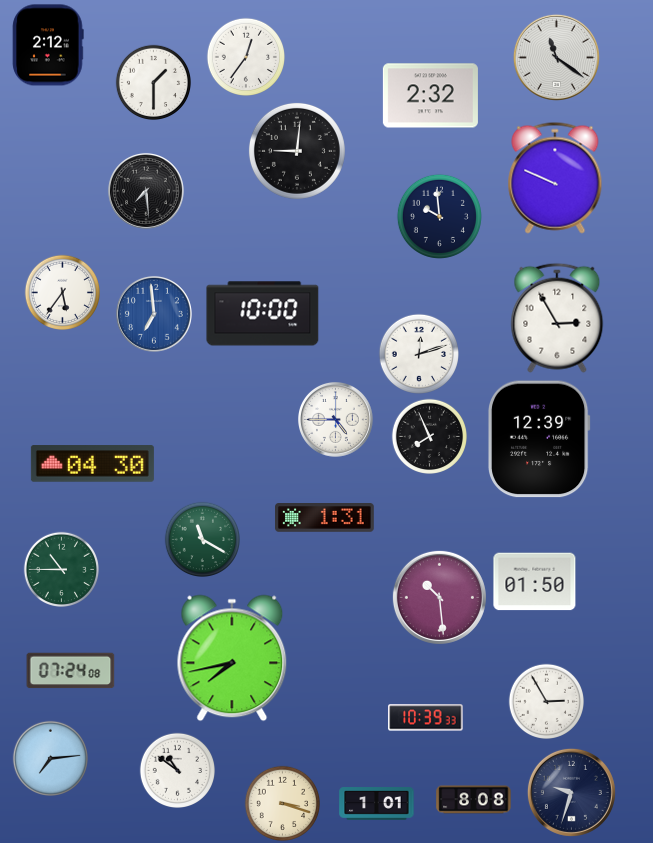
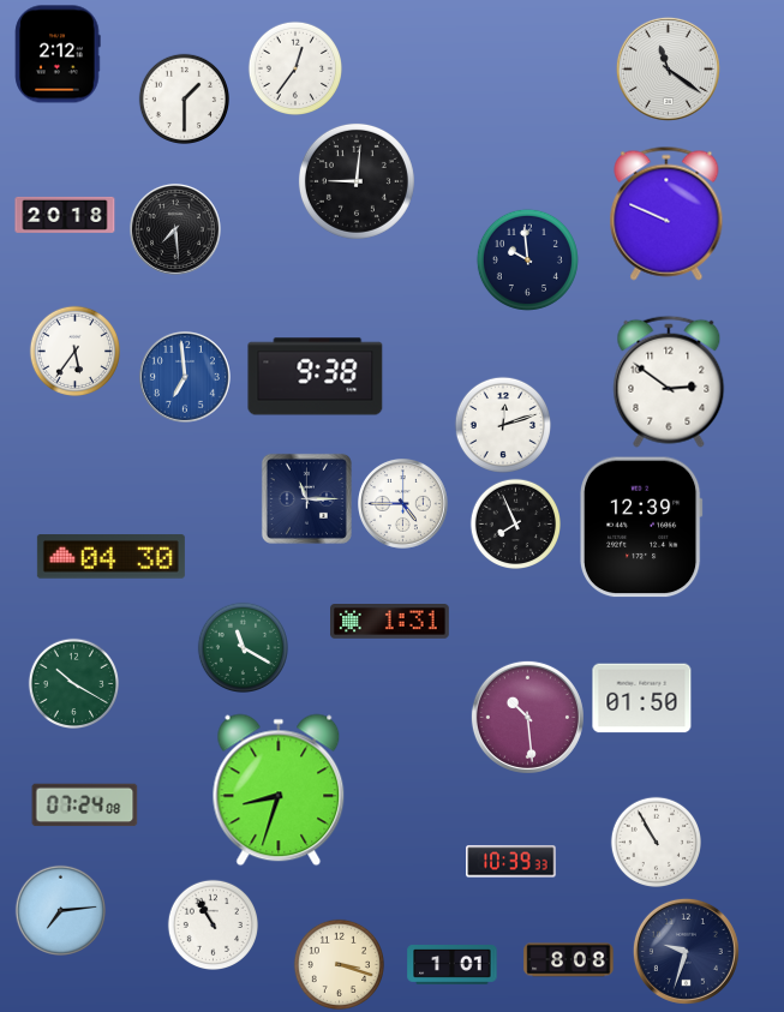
clock at (430, 96): 2:32 -> none
clock at (65, 215): none -> 20:18
clock at (263, 314): 10:00 -> 9:38
clock at (557, 318): 2:55 -> 2:51
clock at (306, 498): none -> 11:15
clock at (540, 439) position: (540, 439) -> (642, 527)
clock at (61, 569): 10:45 -> 10:20
clock at (232, 658): 7:43 -> 8:33
clock at (546, 701): 2:55 -> 10:55
clock at (177, 770): 10:51 -> 10:55
